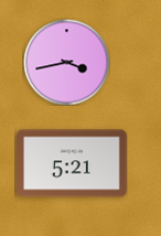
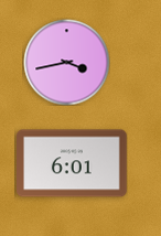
clock at (73, 163): 5:21 -> 6:01
